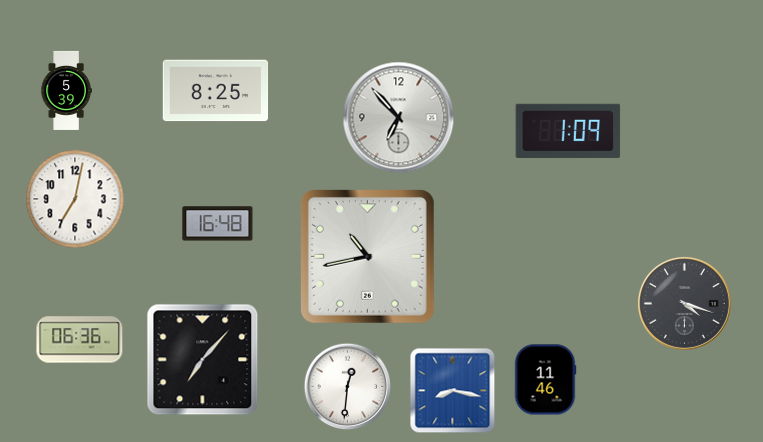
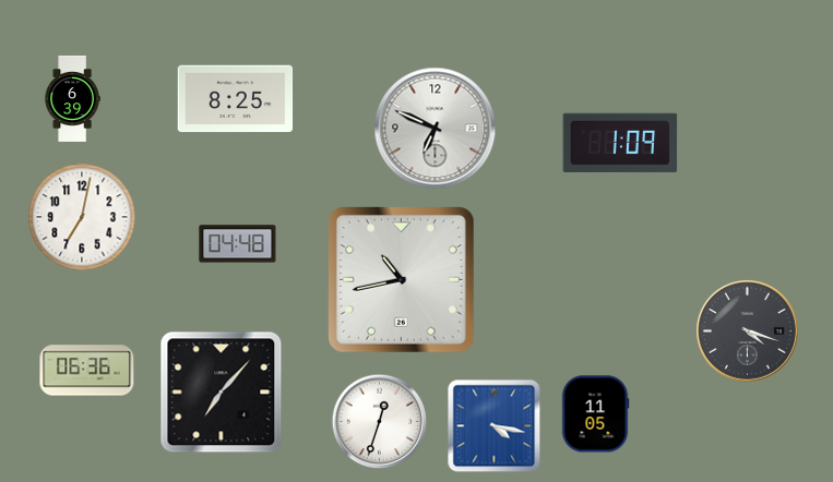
clock at (66, 90): 5:39 -> 6:39
clock at (399, 118): 6:53 -> 6:49
clock at (218, 224): 16:48 -> 04:48
clock at (545, 380): 11:46 -> 11:05
clock at (348, 387): 12:31 -> 12:33
clock at (453, 391): 8:17 -> 4:17
